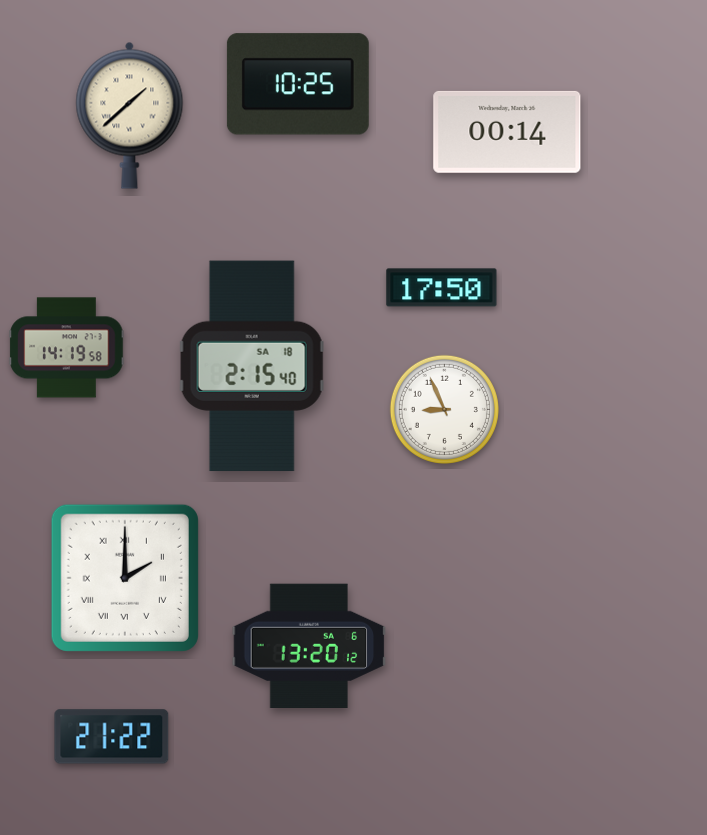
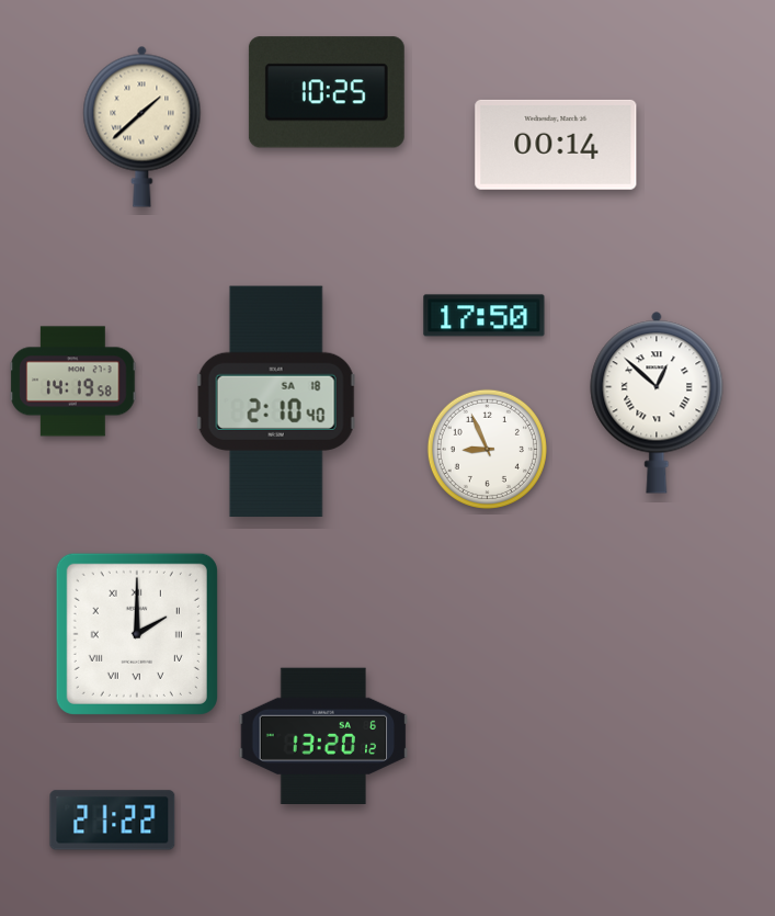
clock at (252, 366): 2:15 -> 2:10
clock at (657, 403): none -> 12:52
clock at (309, 645) position: (309, 645) -> (323, 735)
clock at (112, 737) position: (112, 737) -> (113, 821)
